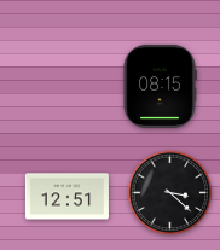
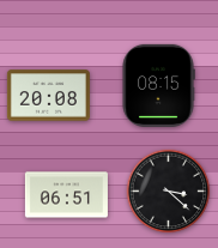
clock at (48, 96): none -> 20:08
clock at (66, 197): 12:51 -> 06:51
